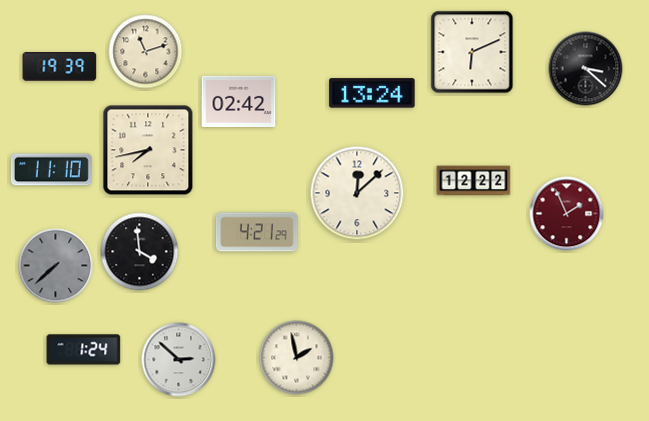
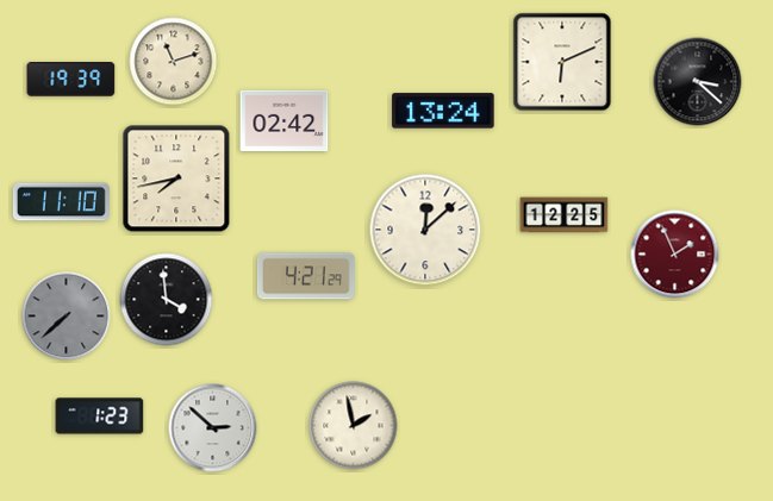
clock at (474, 181): 12:22 -> 12:25
clock at (84, 350): 1:24 -> 1:23
